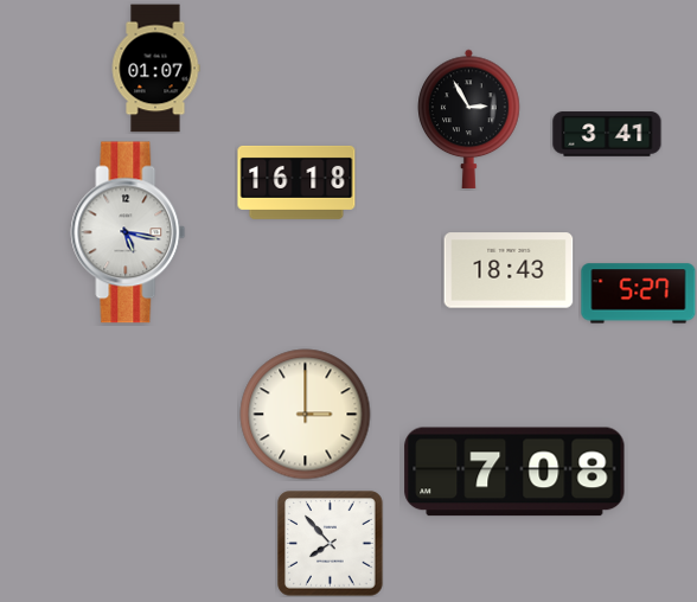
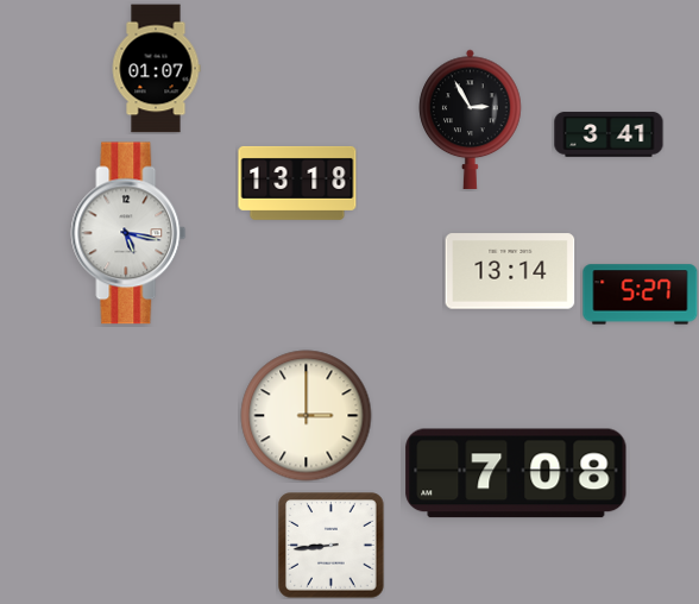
clock at (296, 182): 16:18 -> 13:18
clock at (509, 270): 18:43 -> 13:14
clock at (331, 544): 7:53 -> 8:44
